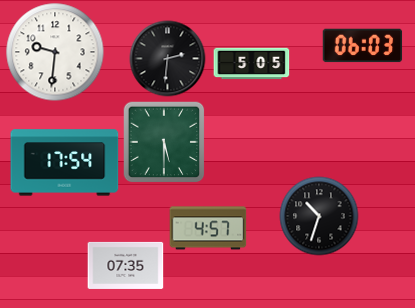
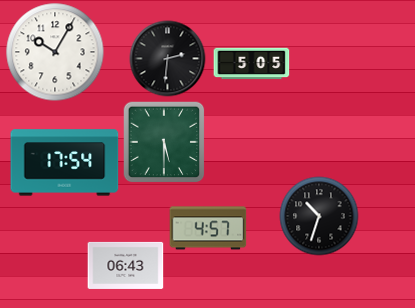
clock at (363, 46): 06:03 -> none
clock at (55, 52): 9:31 -> 10:05
clock at (126, 265): 07:35 -> 06:43
